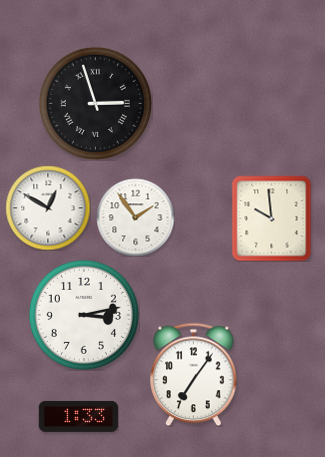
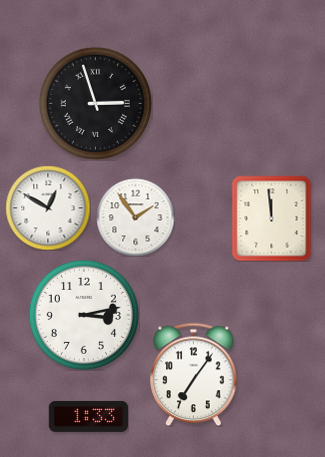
clock at (272, 218): 9:59 -> 11:59
clock at (78, 416) position: (78, 416) -> (88, 416)
